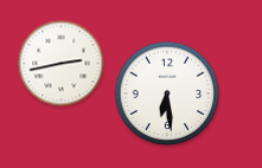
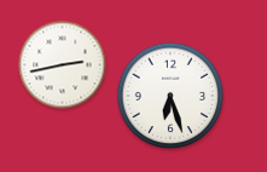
clock at (167, 93): 6:29 -> 6:27
